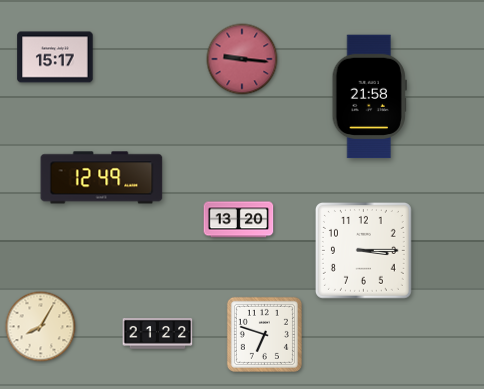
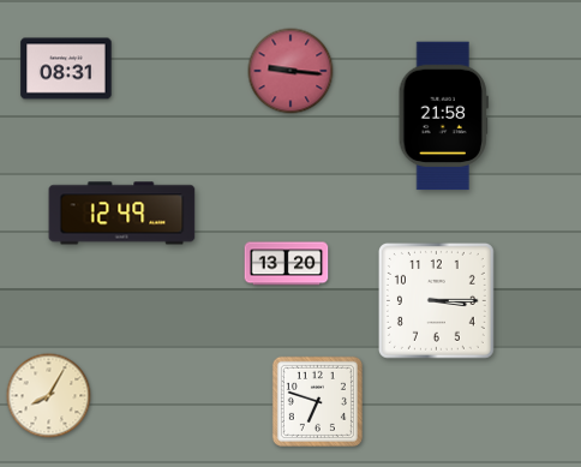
clock at (55, 57): 15:17 -> 08:31
clock at (41, 327) position: (41, 327) -> (49, 396)
clock at (158, 334): 21:22 -> none
